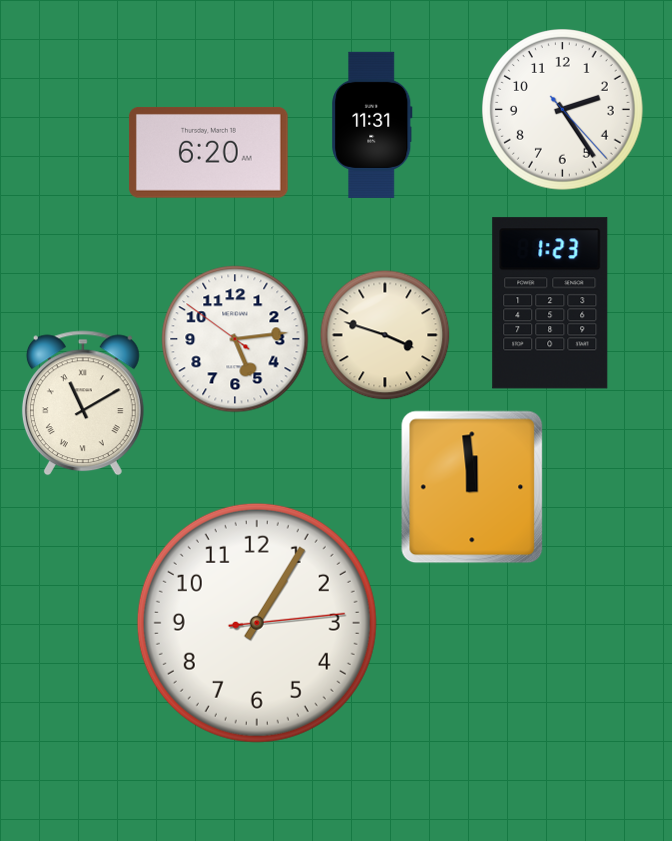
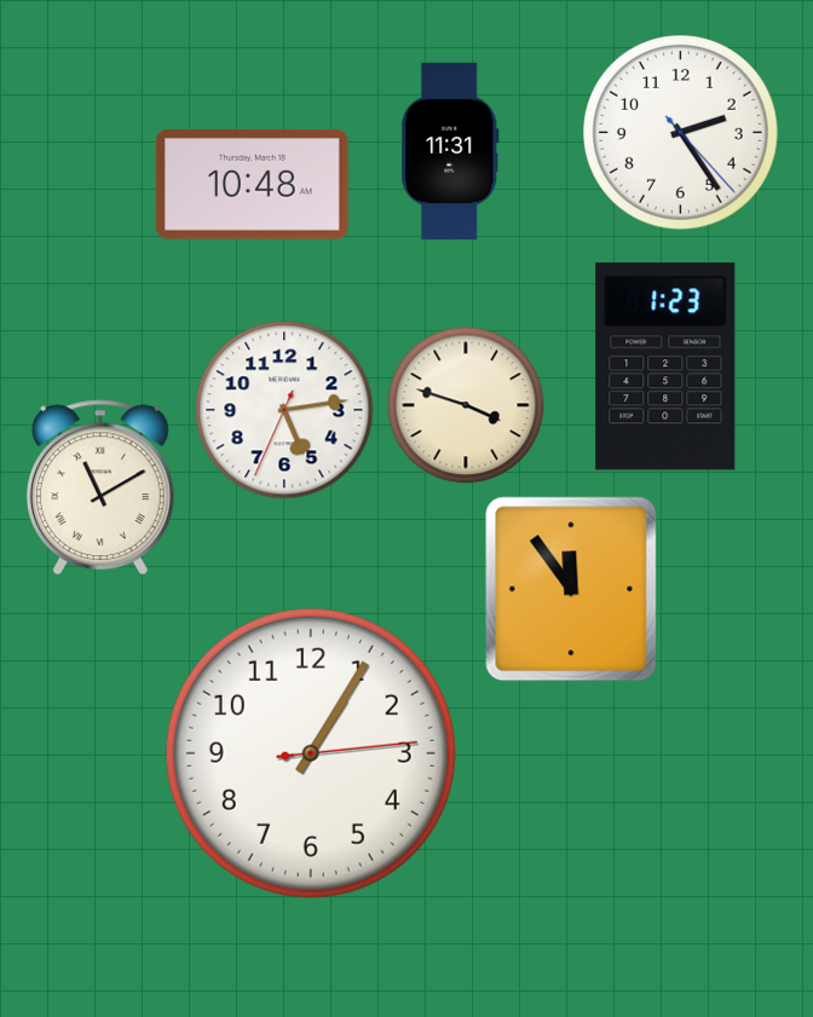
clock at (208, 152): 6:20 -> 10:48
clock at (235, 339): 5:13:51 -> 5:13:34
clock at (472, 487): 11:59 -> 11:54
